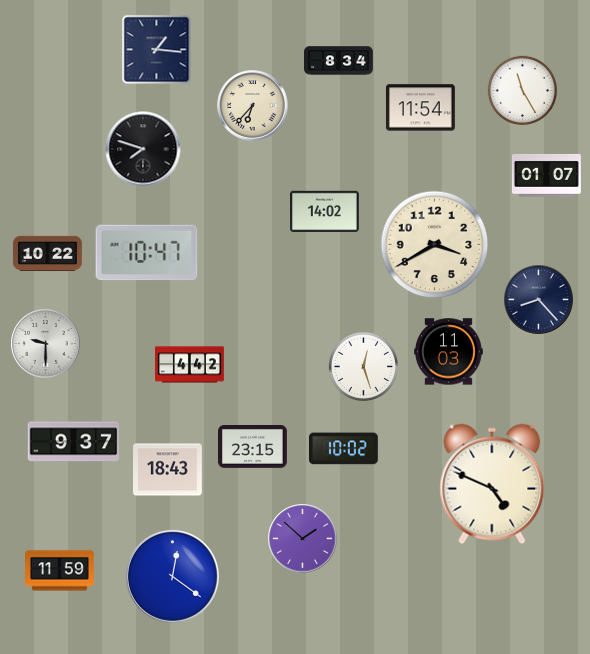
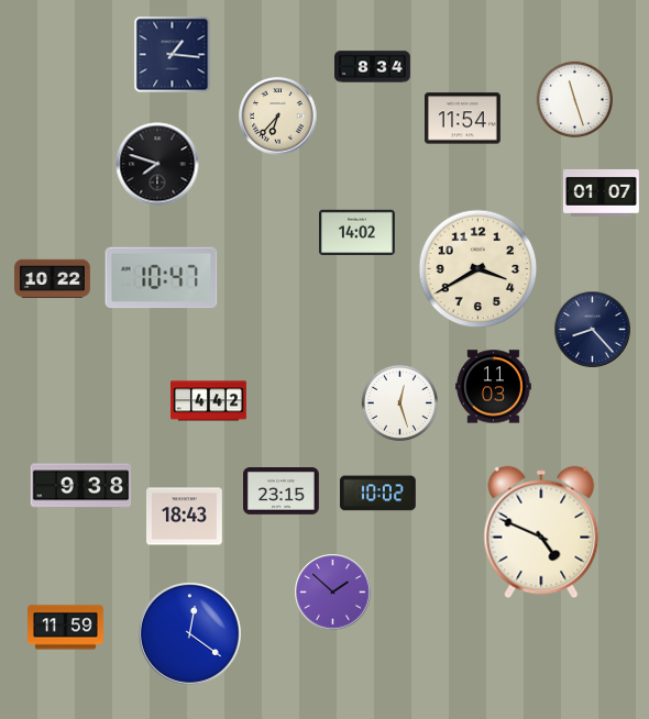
clock at (522, 90): 11:25 -> 11:27
clock at (46, 344): 9:30 -> none
clock at (74, 442): 9:37 -> 9:38
clock at (253, 447) position: (253, 447) -> (282, 491)
